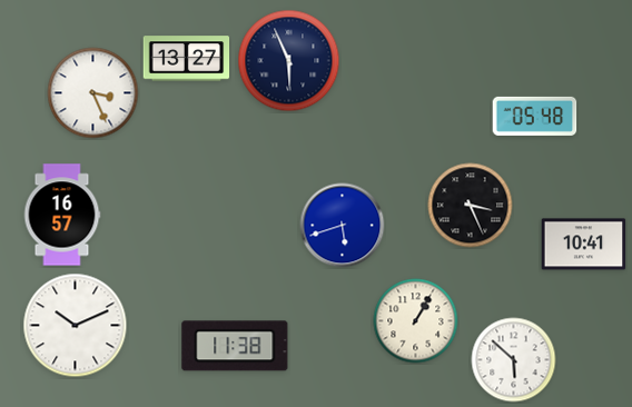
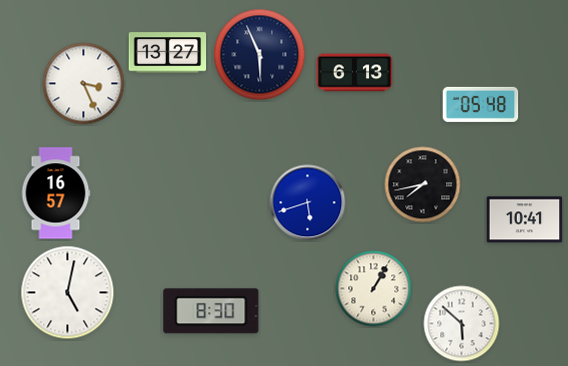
clock at (355, 73): none -> 6:13
clock at (471, 206): 3:26 -> 7:43
clock at (76, 326): 10:11 -> 5:02
clock at (235, 346): 11:38 -> 8:30
